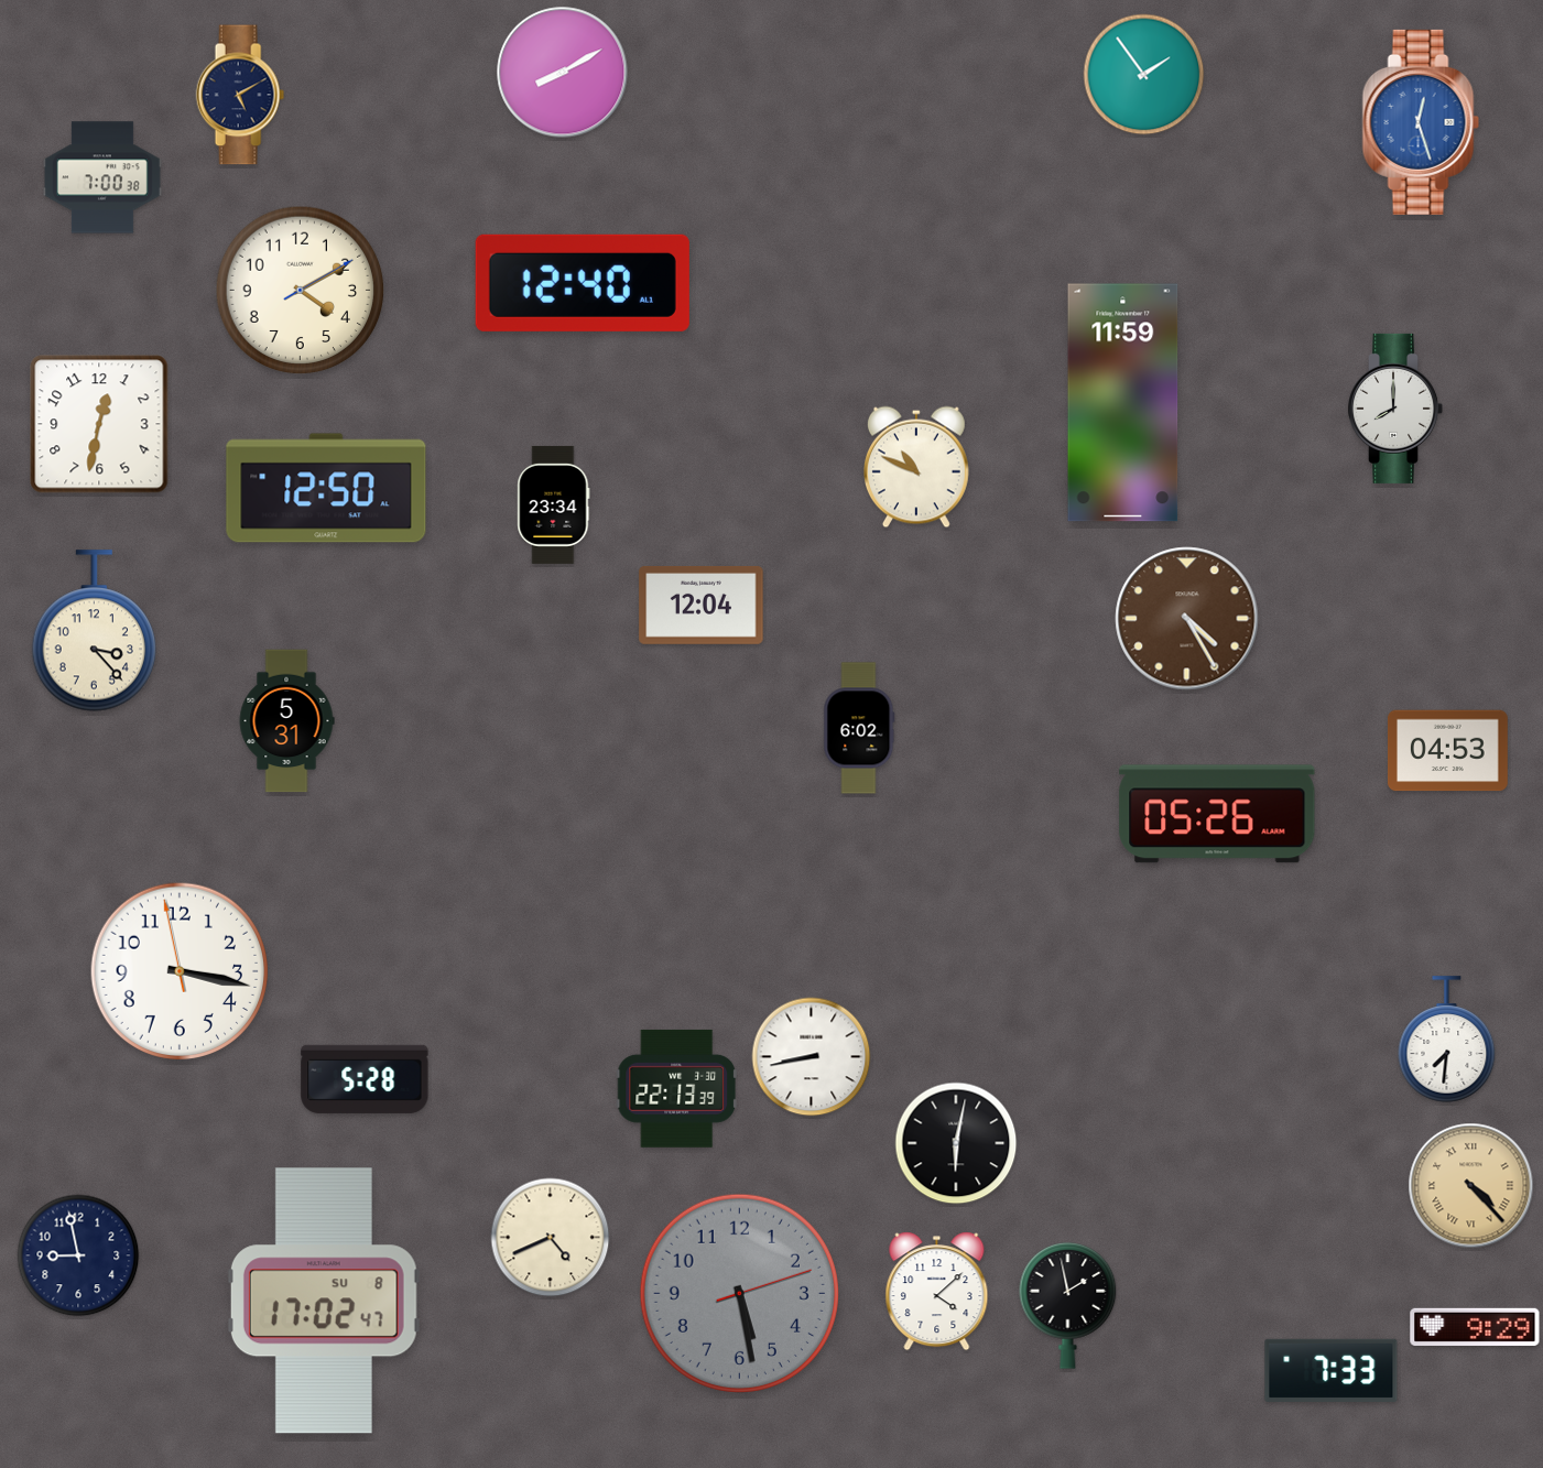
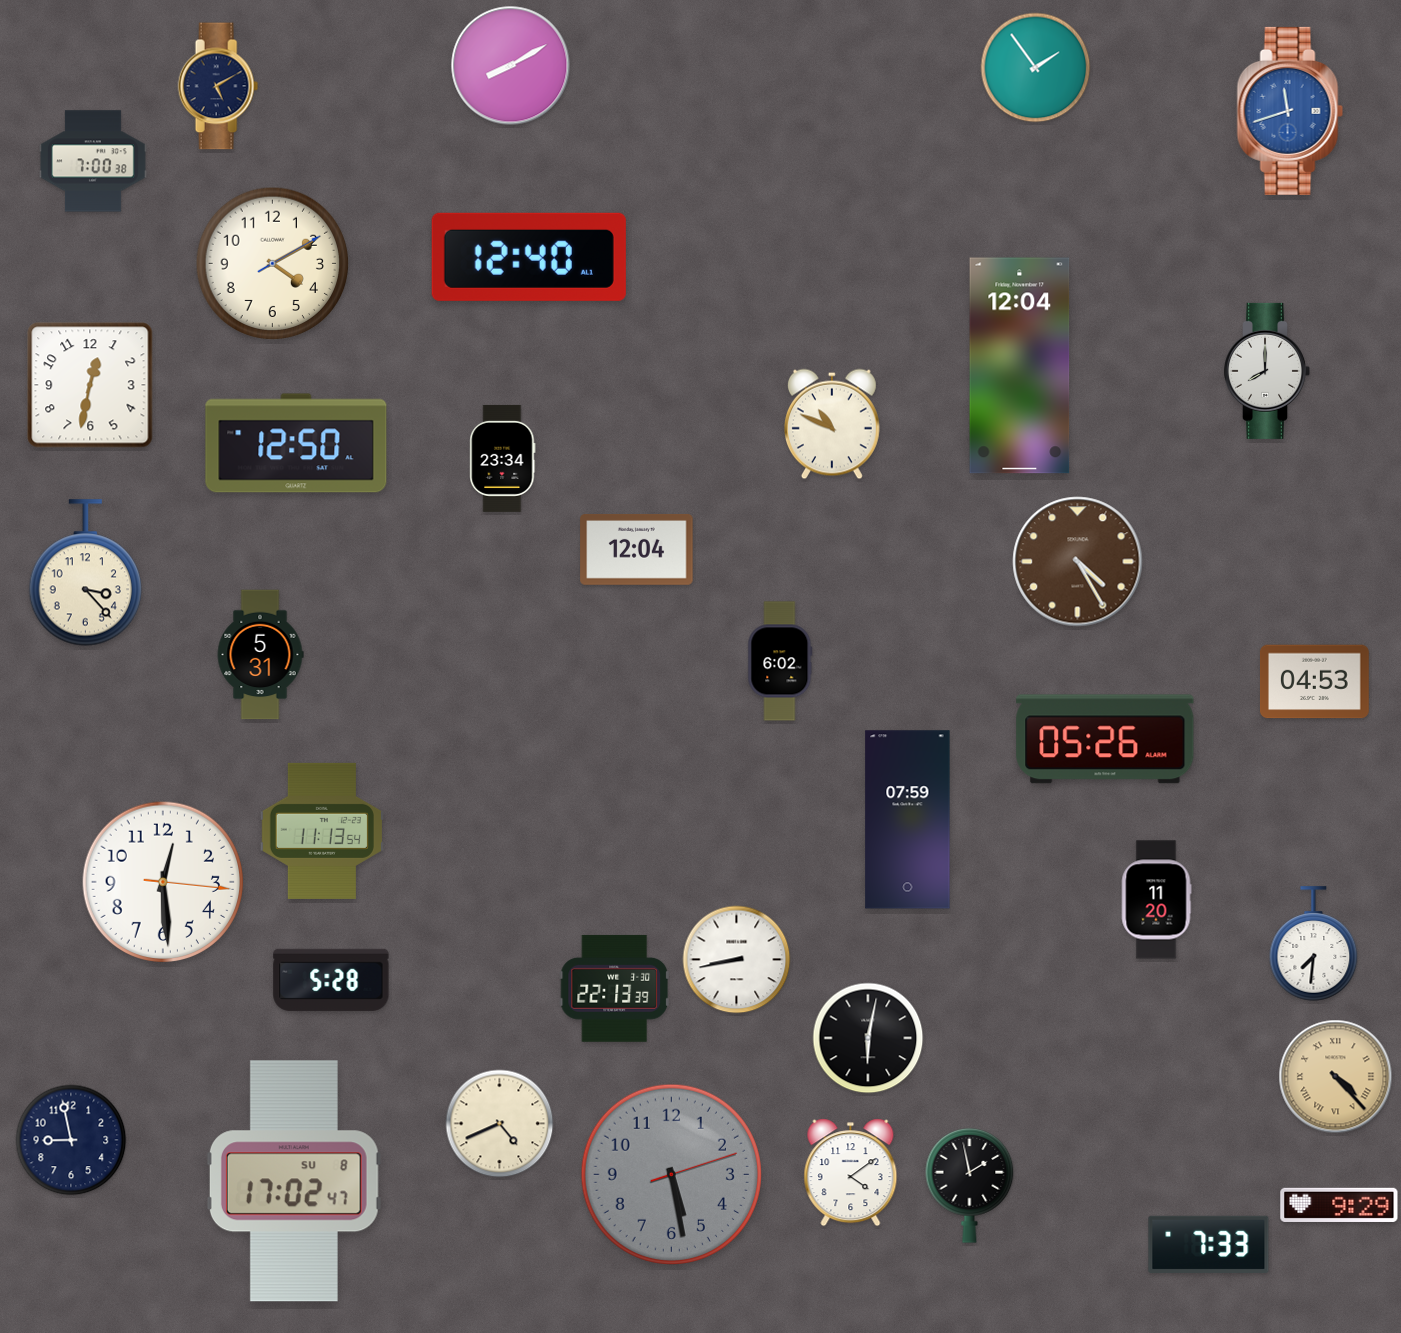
clock at (1144, 75) position: (1144, 75) -> (1036, 68)
clock at (1421, 122): 12:27 -> 11:42
clock at (1123, 403): 11:59 -> 12:04
clock at (908, 820): none -> 07:59
clock at (322, 831): none -> 11:13
clock at (178, 970): 3:16 -> 12:29
clock at (1156, 900): none -> 11:20
clock at (937, 1292): 4:08 -> 4:09
